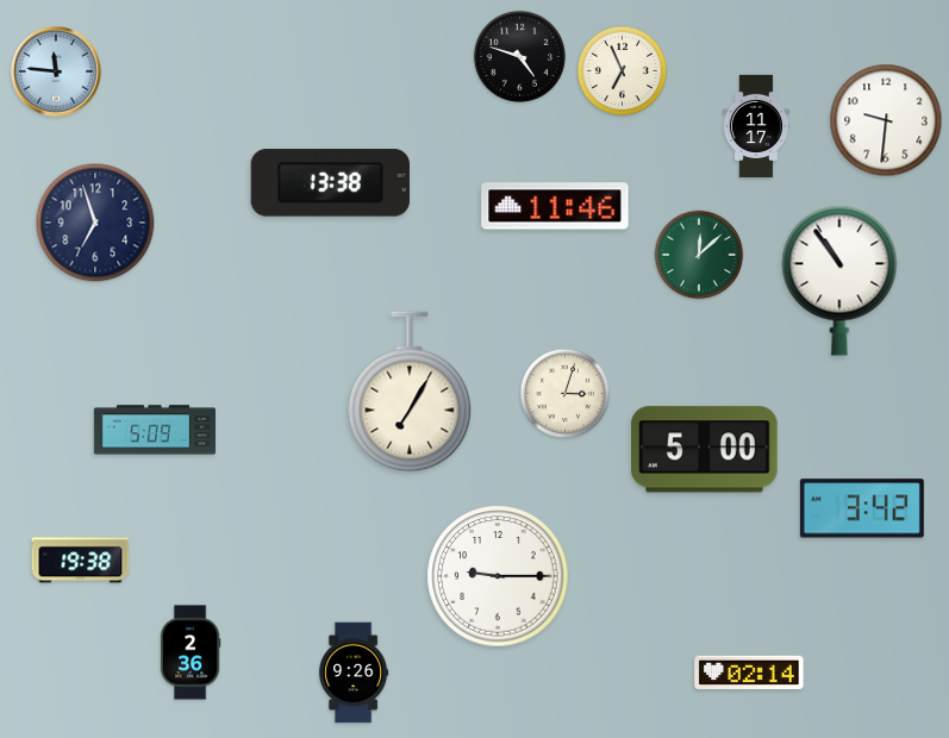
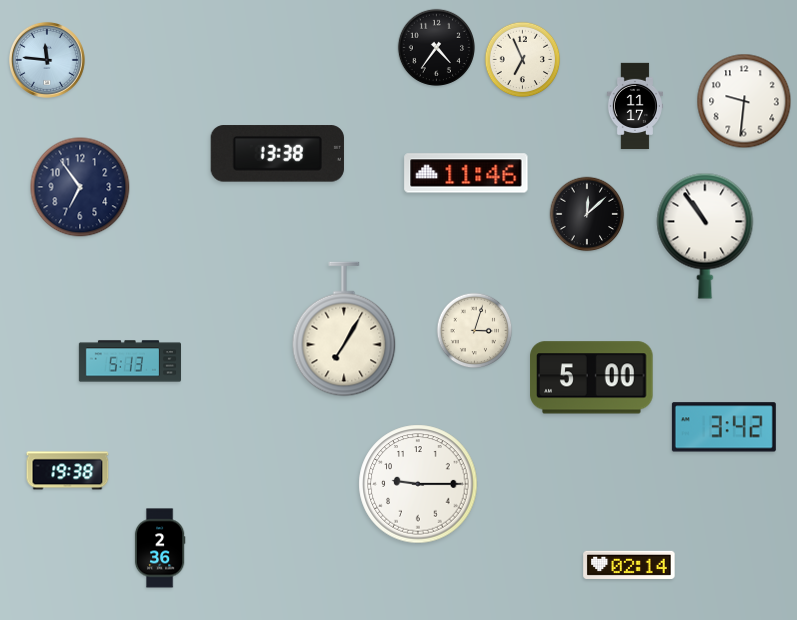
clock at (519, 56): 4:48 -> 4:36
clock at (95, 223): 6:57 -> 6:54
clock at (699, 255) dial: green -> black
clock at (154, 430): 5:09 -> 5:13
clock at (354, 673): 9:26 -> none
